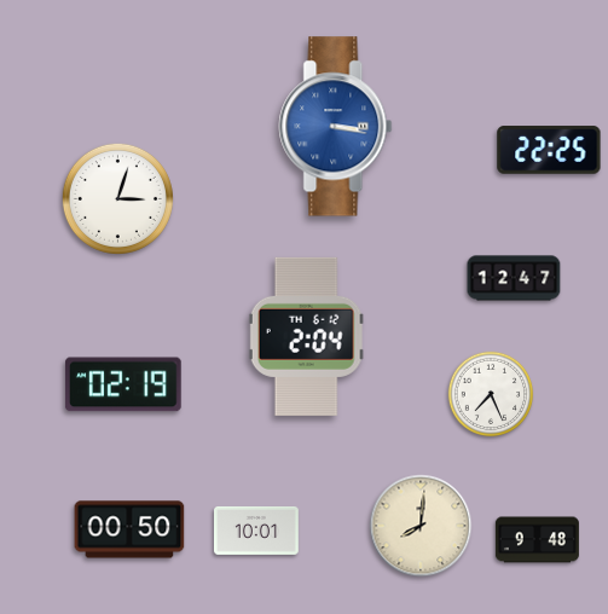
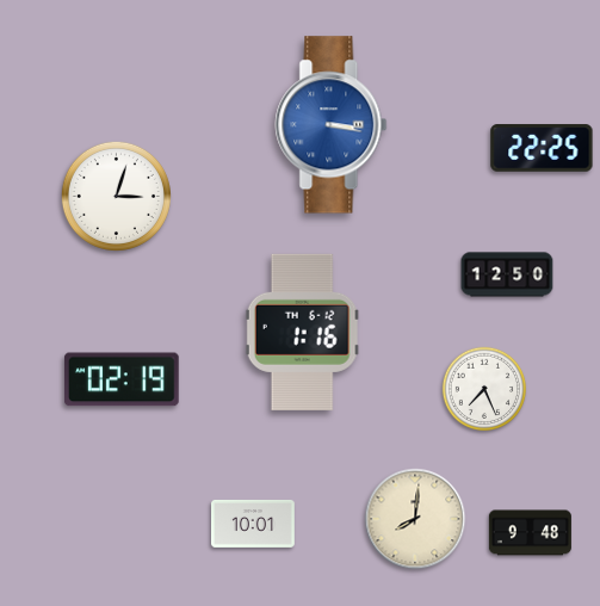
clock at (514, 278): 12:47 -> 12:50
clock at (306, 336): 2:04 -> 1:16
clock at (129, 529): 00:50 -> none
